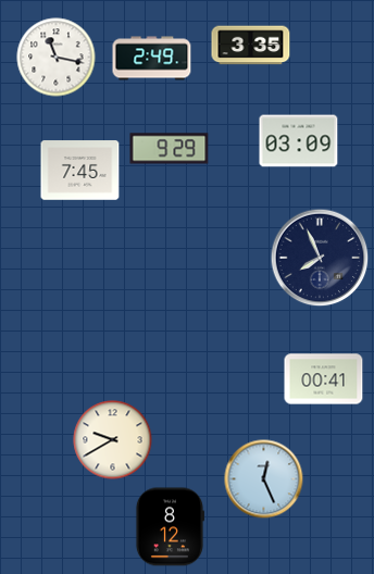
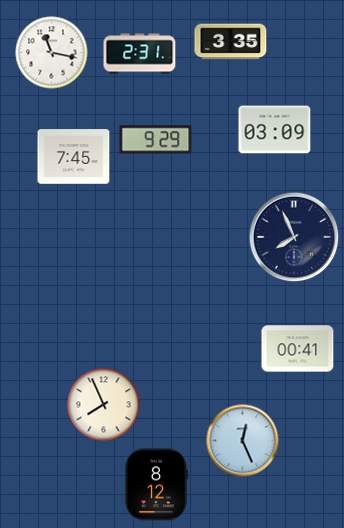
clock at (152, 59): 2:49 -> 2:31
clock at (170, 149) position: (170, 149) -> (156, 140)
clock at (113, 440): 9:40 -> 7:56
